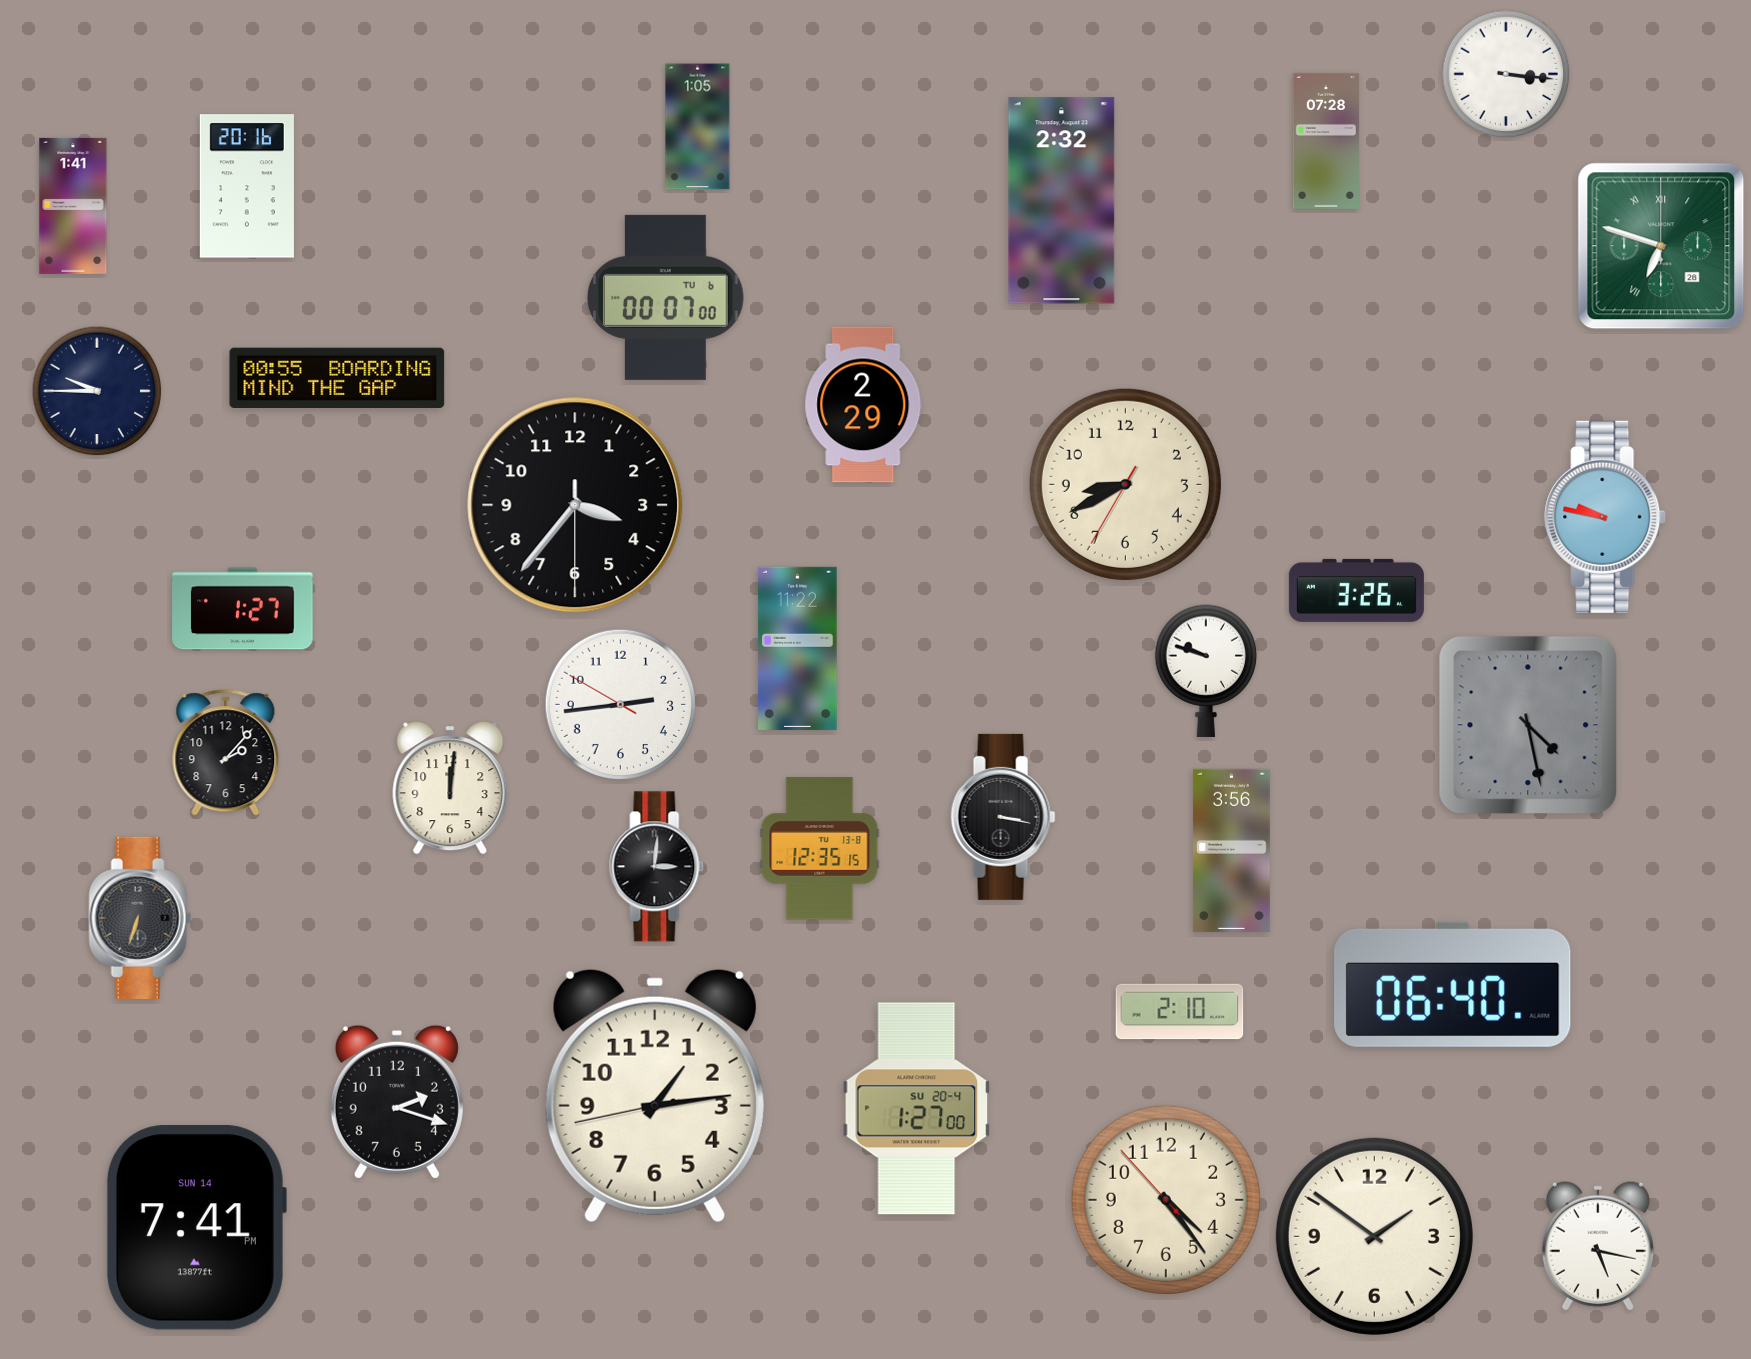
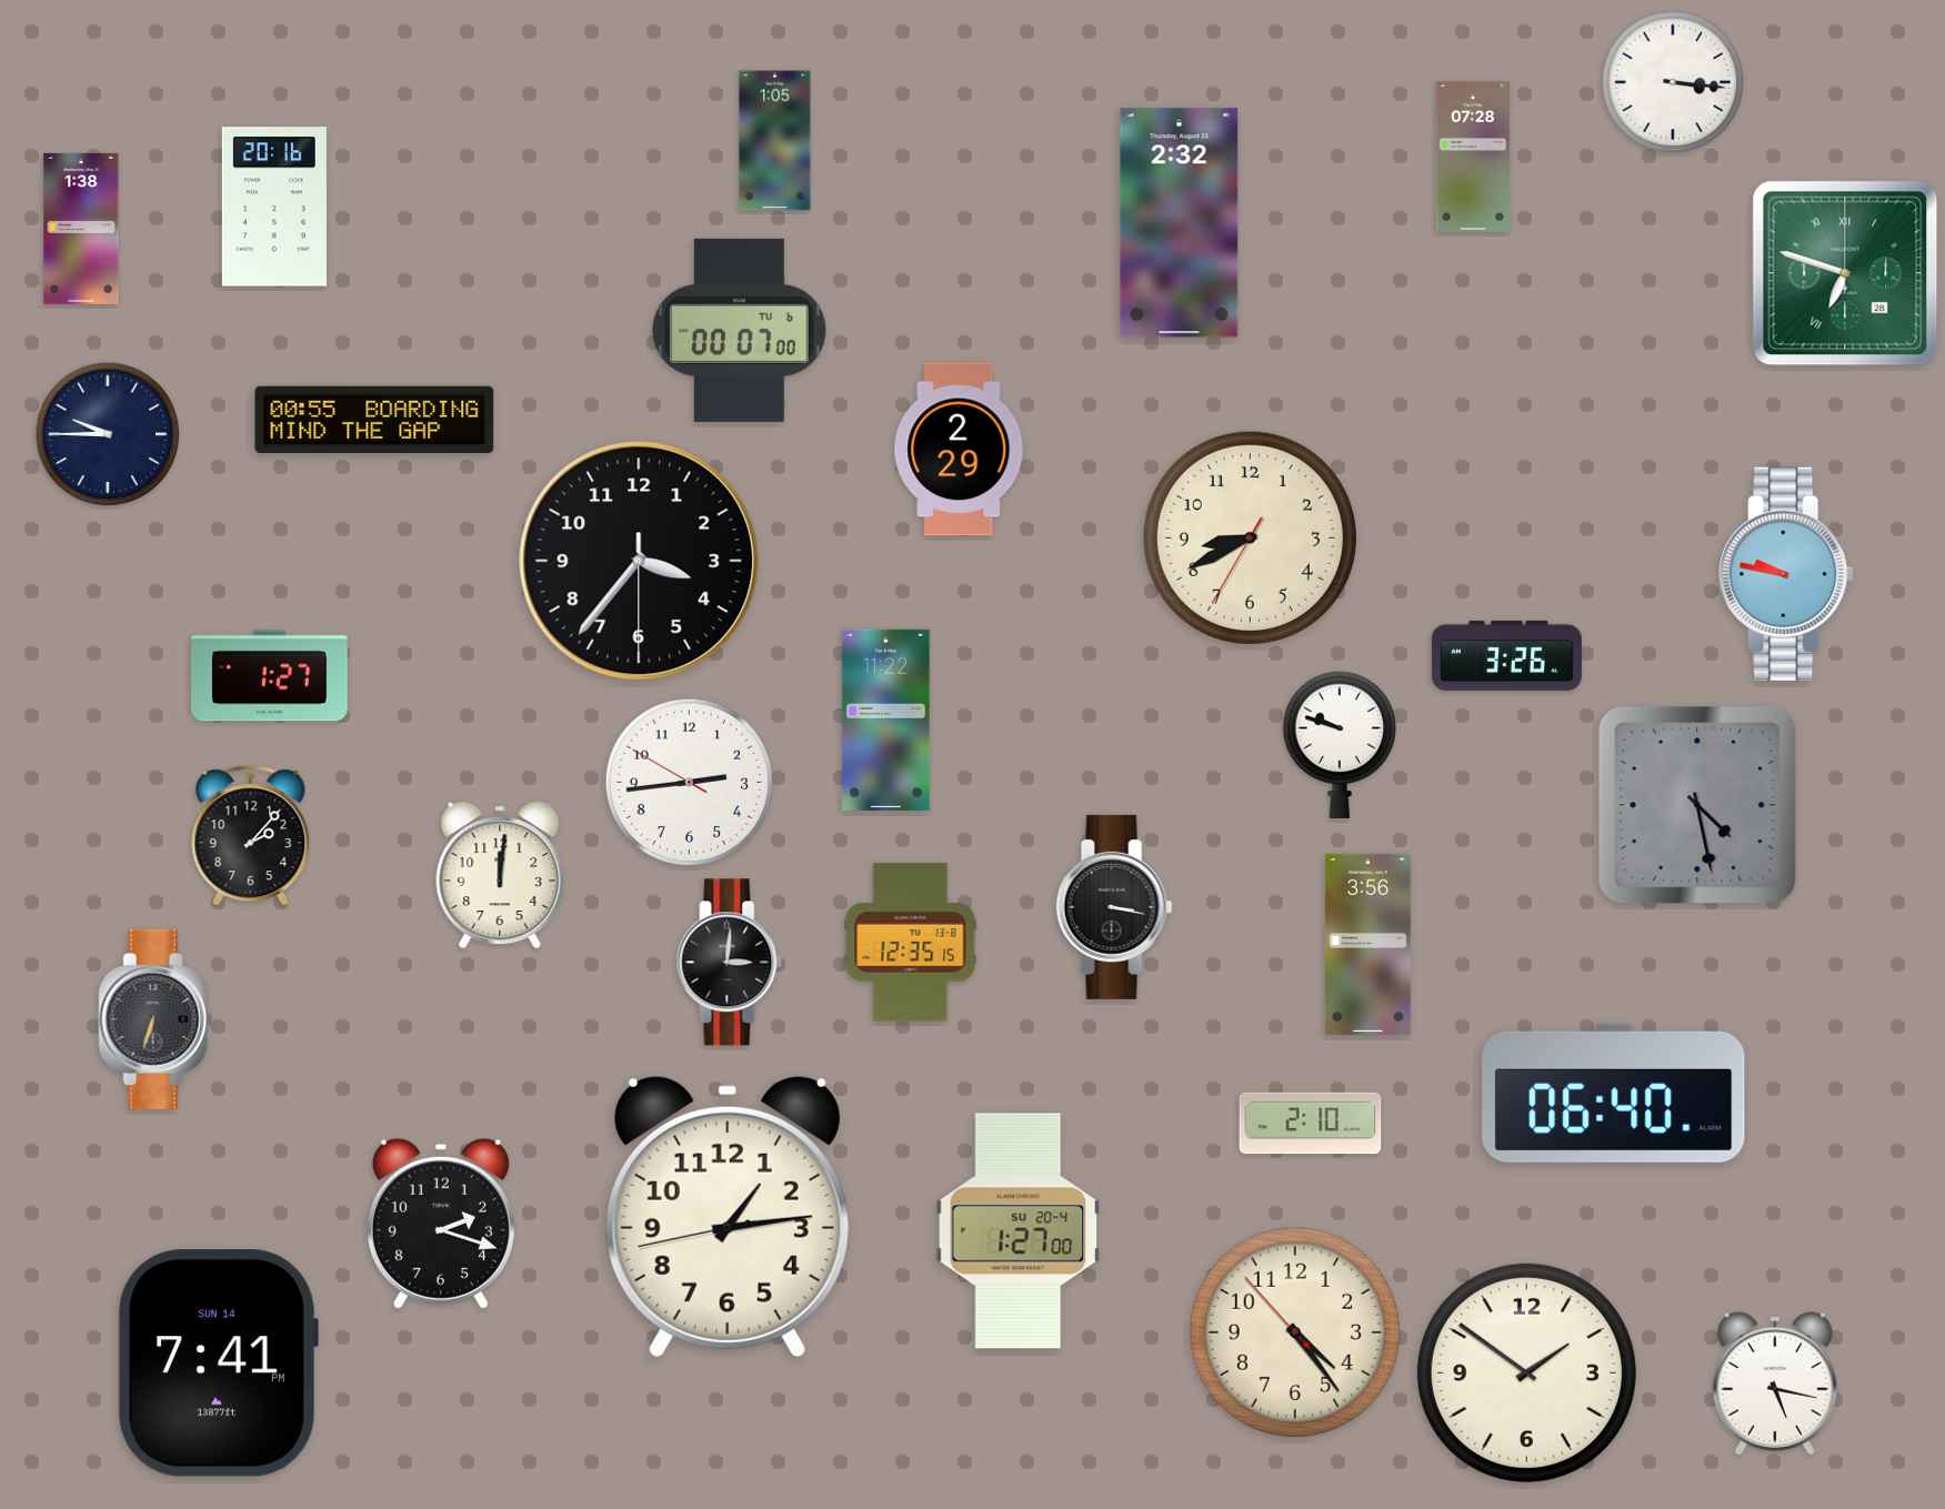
clock at (73, 206): 1:41 -> 1:38
clock at (1605, 517) position: (1605, 517) -> (1786, 574)
